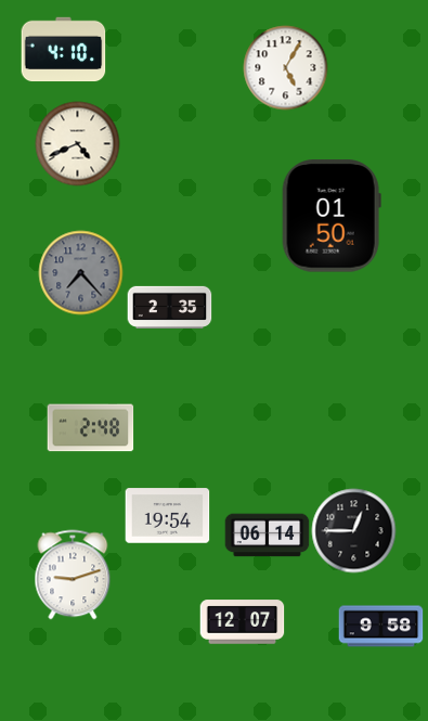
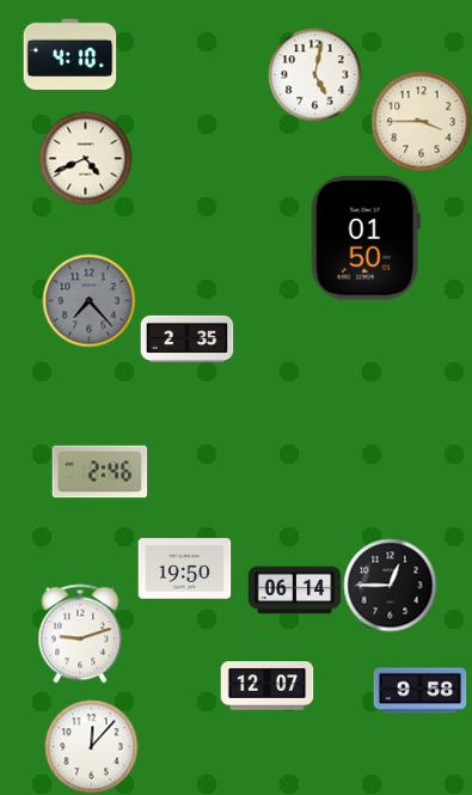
clock at (285, 67): 5:05 -> 5:02
clock at (421, 121): none -> 3:45
clock at (90, 428): 2:48 -> 2:46
clock at (167, 516): 19:54 -> 19:50
clock at (91, 746): none -> 12:07
